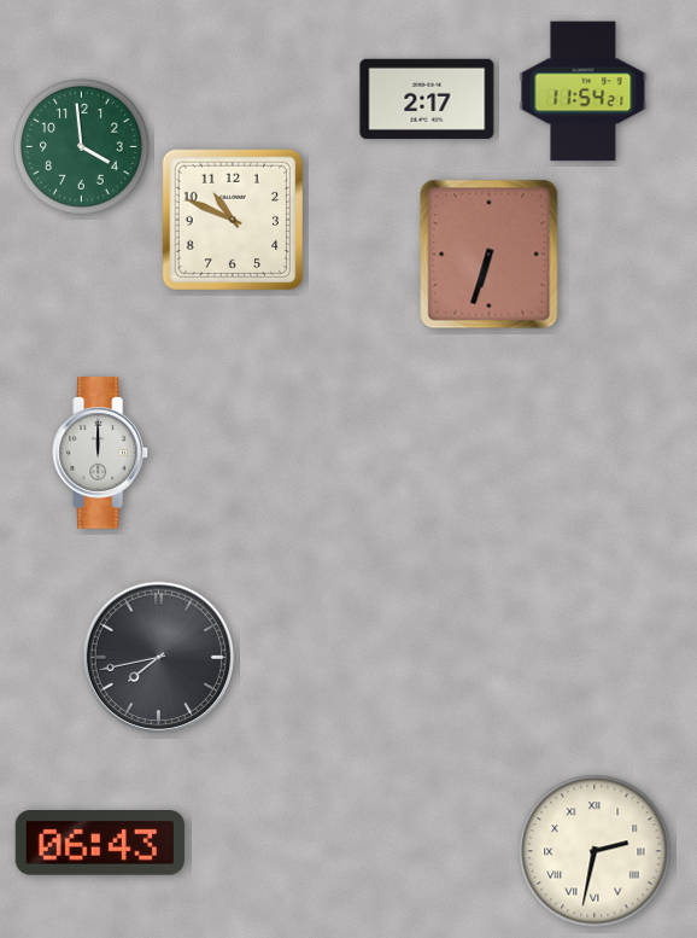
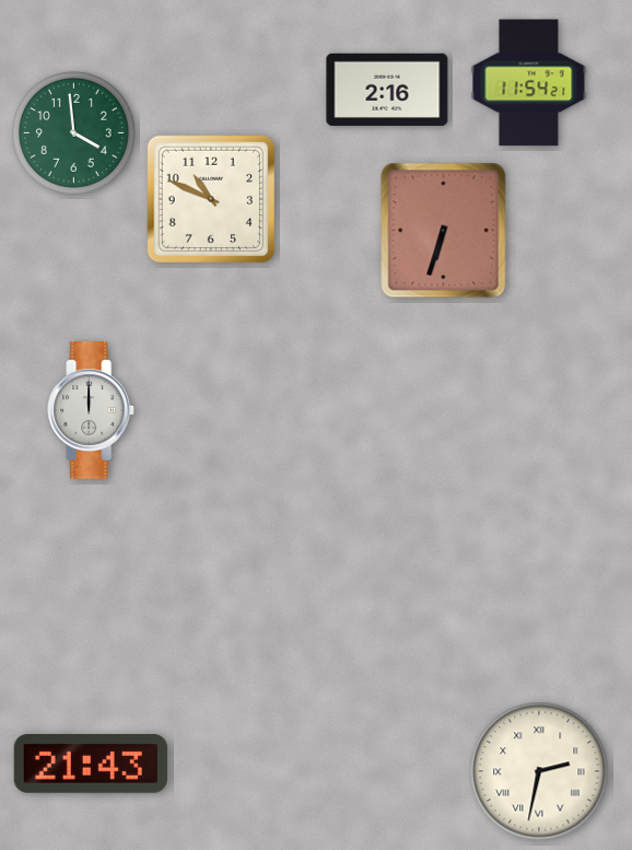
clock at (427, 99): 2:17 -> 2:16
clock at (158, 657): 7:43 -> none
clock at (100, 844): 06:43 -> 21:43
